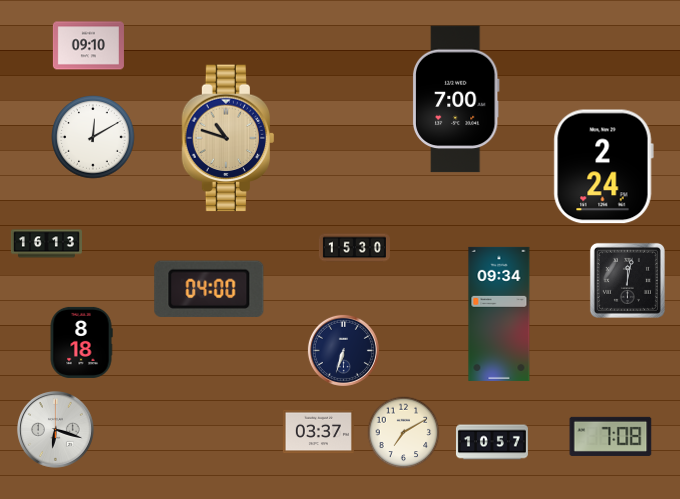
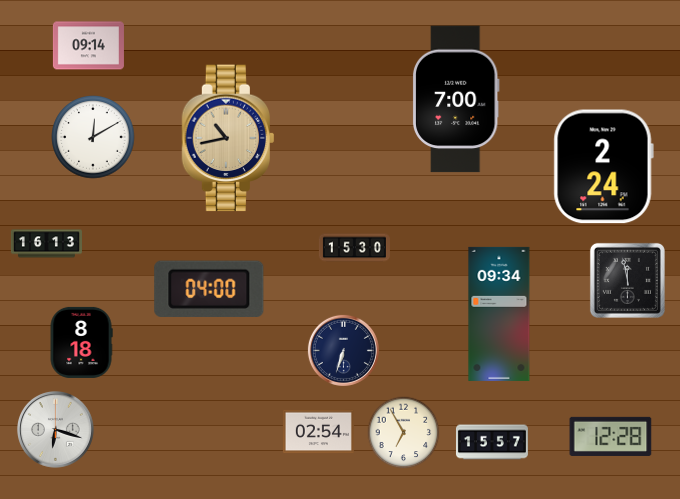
clock at (88, 46): 09:10 -> 09:14
clock at (228, 138): 10:48 -> 10:43
clock at (627, 280): 12:02 -> 11:58
clock at (318, 432): 03:37 -> 02:54
clock at (404, 433): 7:10 -> 6:55
clock at (611, 436): 7:08 -> 12:28
clock at (492, 442): 10:57 -> 15:57
